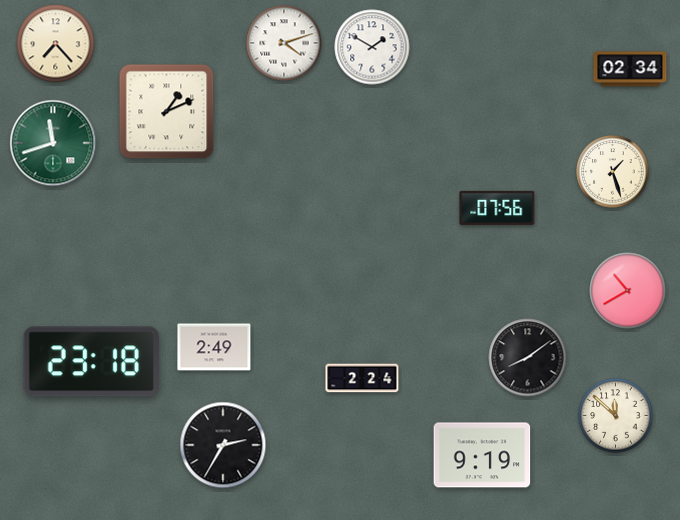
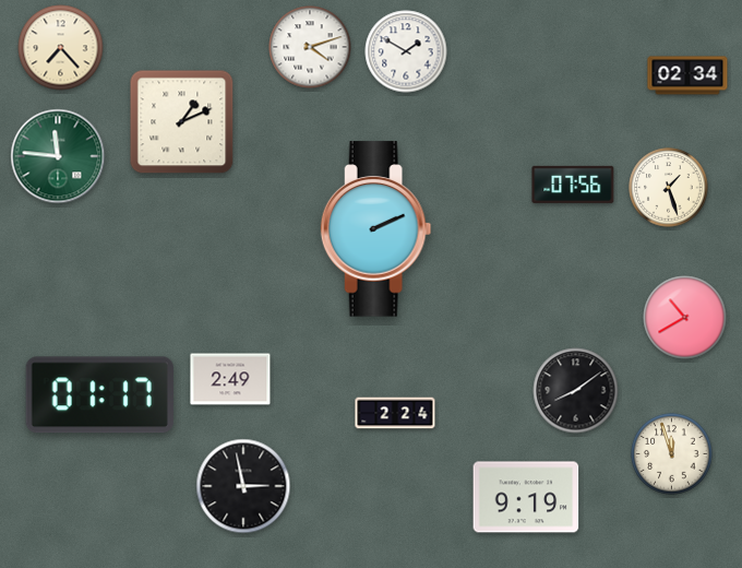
clock at (53, 143): 11:42 -> 11:46
clock at (497, 208) position: (497, 208) -> (573, 185)
clock at (376, 229): none -> 2:11
clock at (214, 347) position: (214, 347) -> (230, 379)
clock at (91, 362): 23:18 -> 01:17
clock at (616, 416): 11:52 -> 11:57
clock at (223, 445): 2:35 -> 2:58
